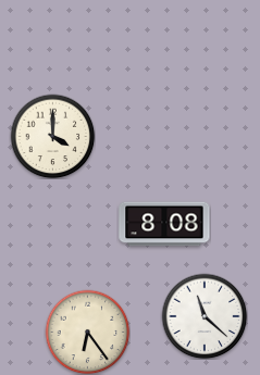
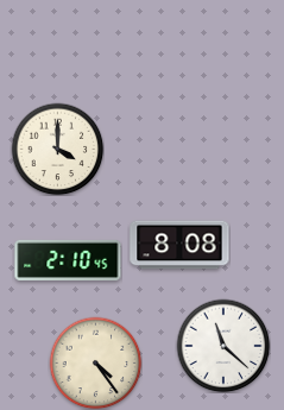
clock at (68, 260): none -> 2:10
clock at (87, 332): 6:24 -> 4:24
